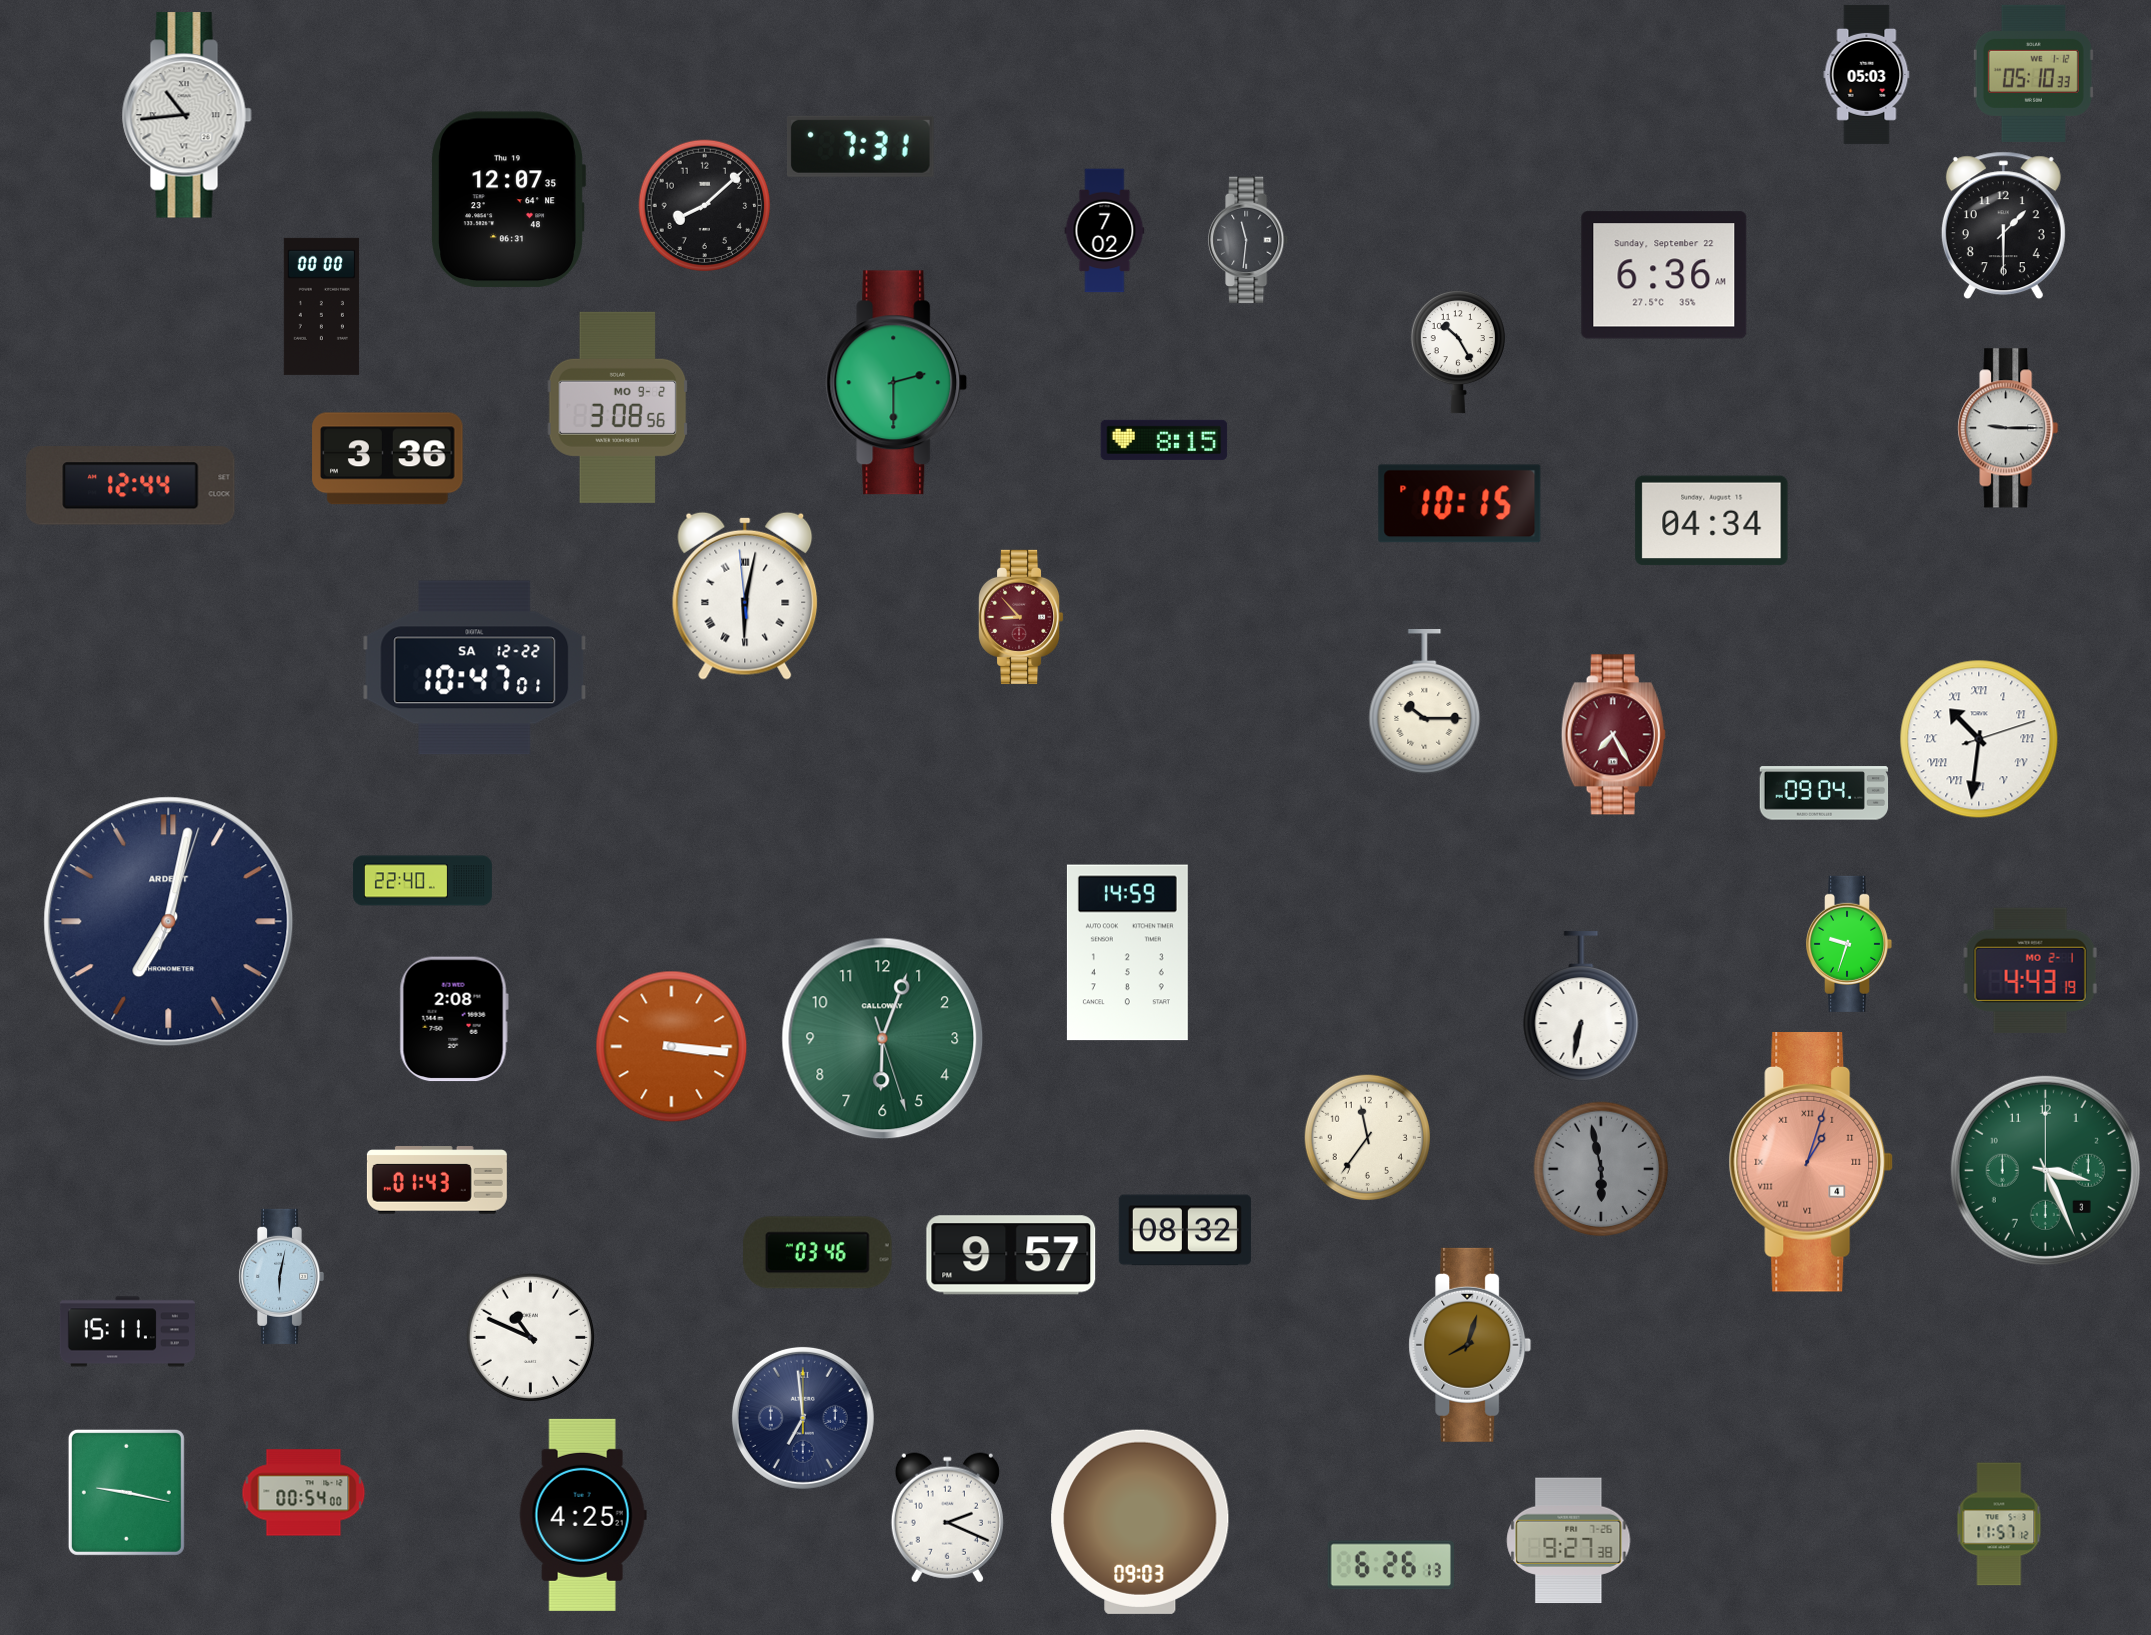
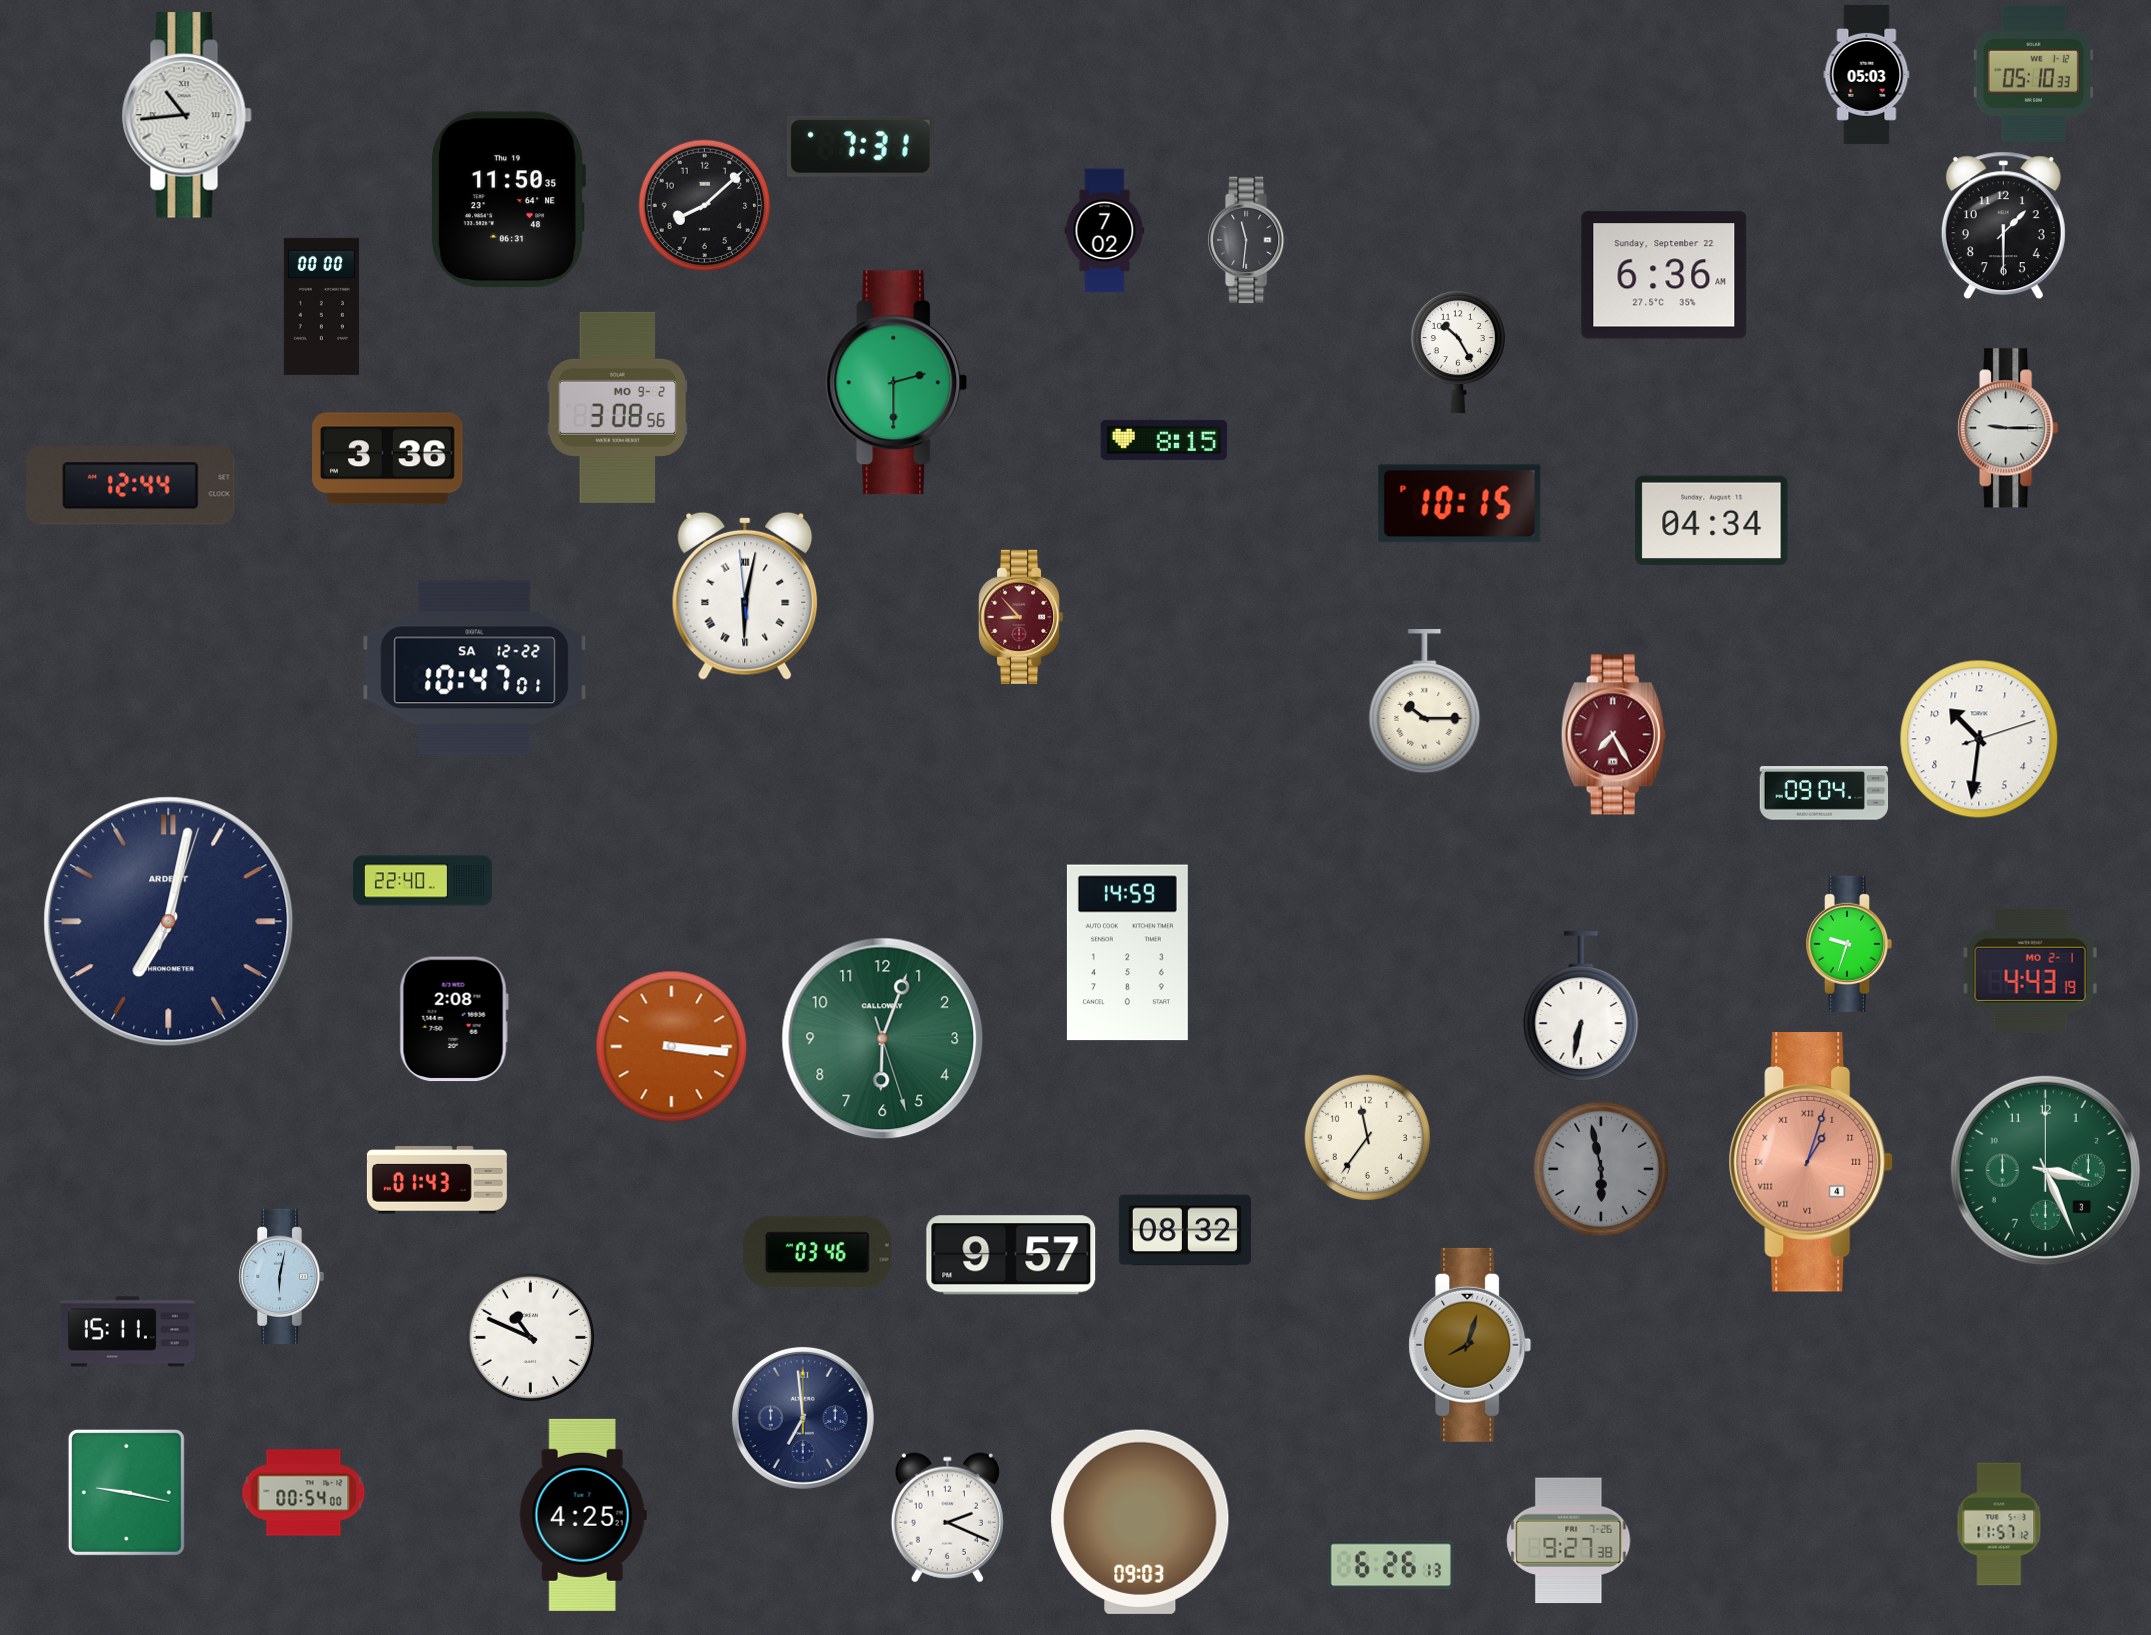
clock at (507, 200): 12:07 -> 11:50
clock at (1979, 739) numerals: Roman -> Arabic
